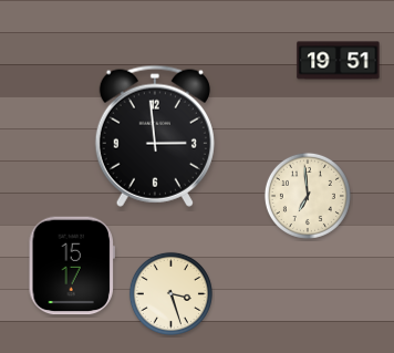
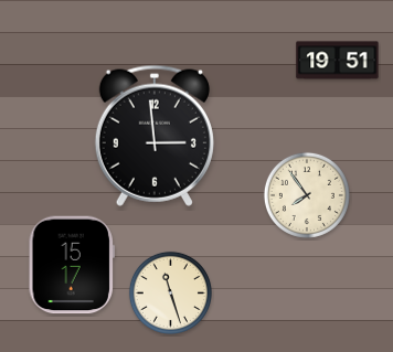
clock at (308, 196): 6:59 -> 7:54
clock at (170, 293): 3:27 -> 11:27
